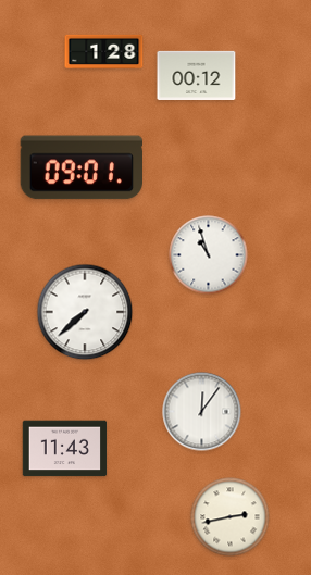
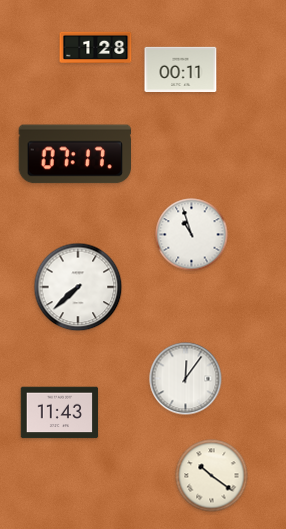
clock at (197, 75): 00:12 -> 00:11
clock at (80, 167): 09:01 -> 07:17
clock at (231, 517): 2:43 -> 10:21
